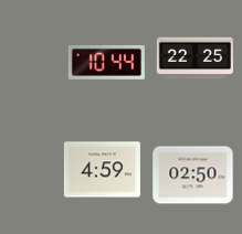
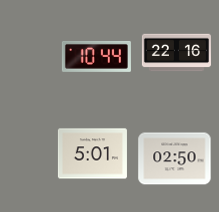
clock at (194, 59): 22:25 -> 22:16
clock at (102, 170): 4:59 -> 5:01
